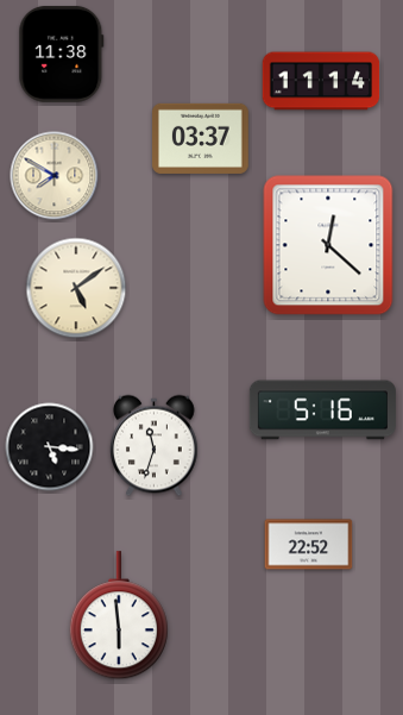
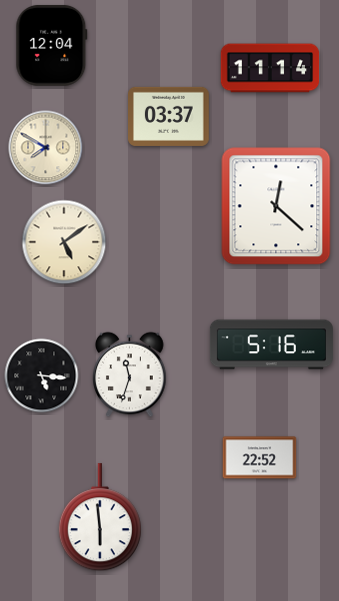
clock at (62, 54): 11:38 -> 12:04
